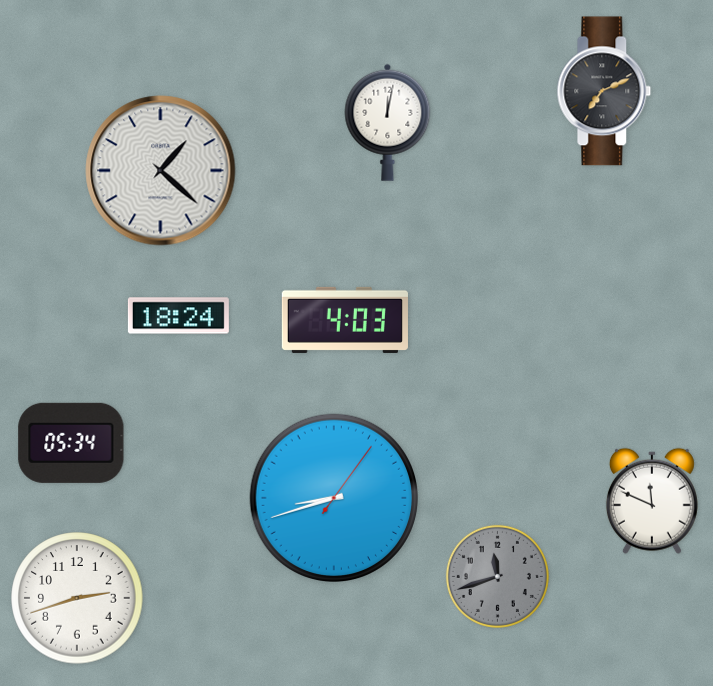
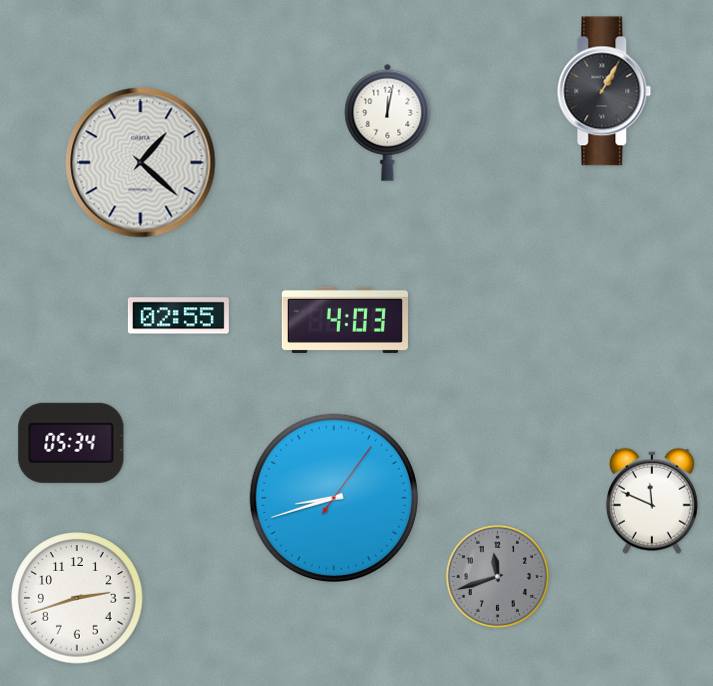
clock at (604, 91): 7:11 -> 1:05
clock at (161, 171) position: (161, 171) -> (141, 163)
clock at (178, 316): 18:24 -> 02:55
